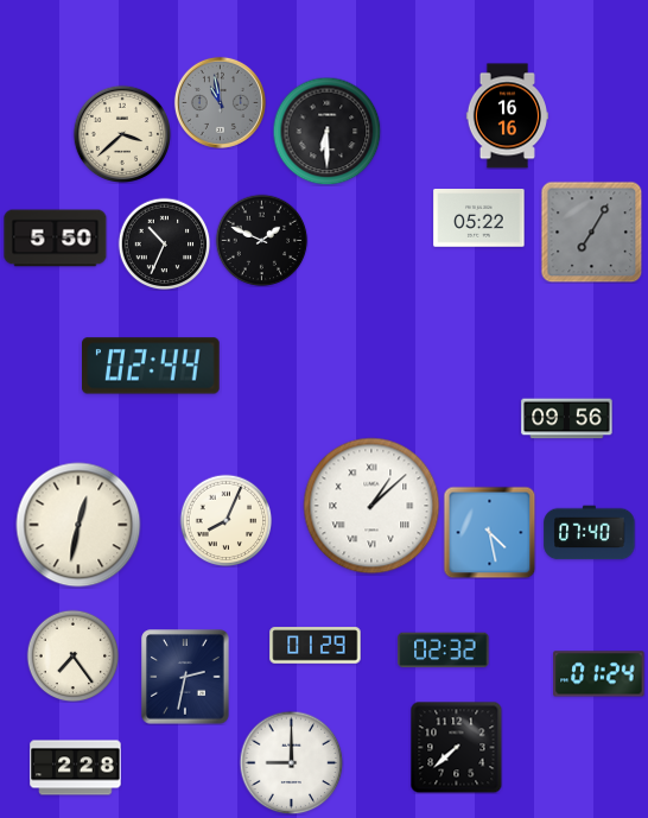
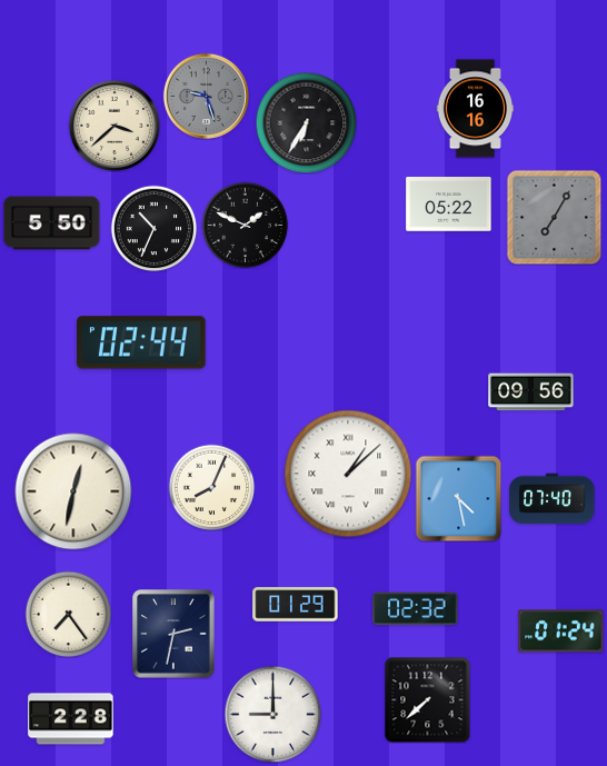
clock at (220, 102): 10:58 -> 9:27
clock at (326, 131): 6:30 -> 6:35
